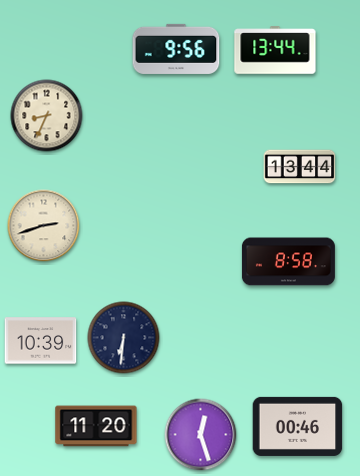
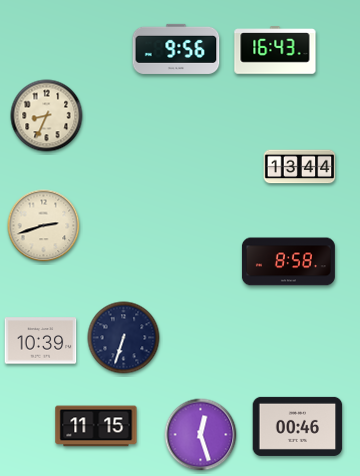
clock at (275, 50): 13:44 -> 16:43
clock at (124, 338): 6:31 -> 6:33
clock at (96, 426): 11:20 -> 11:15
